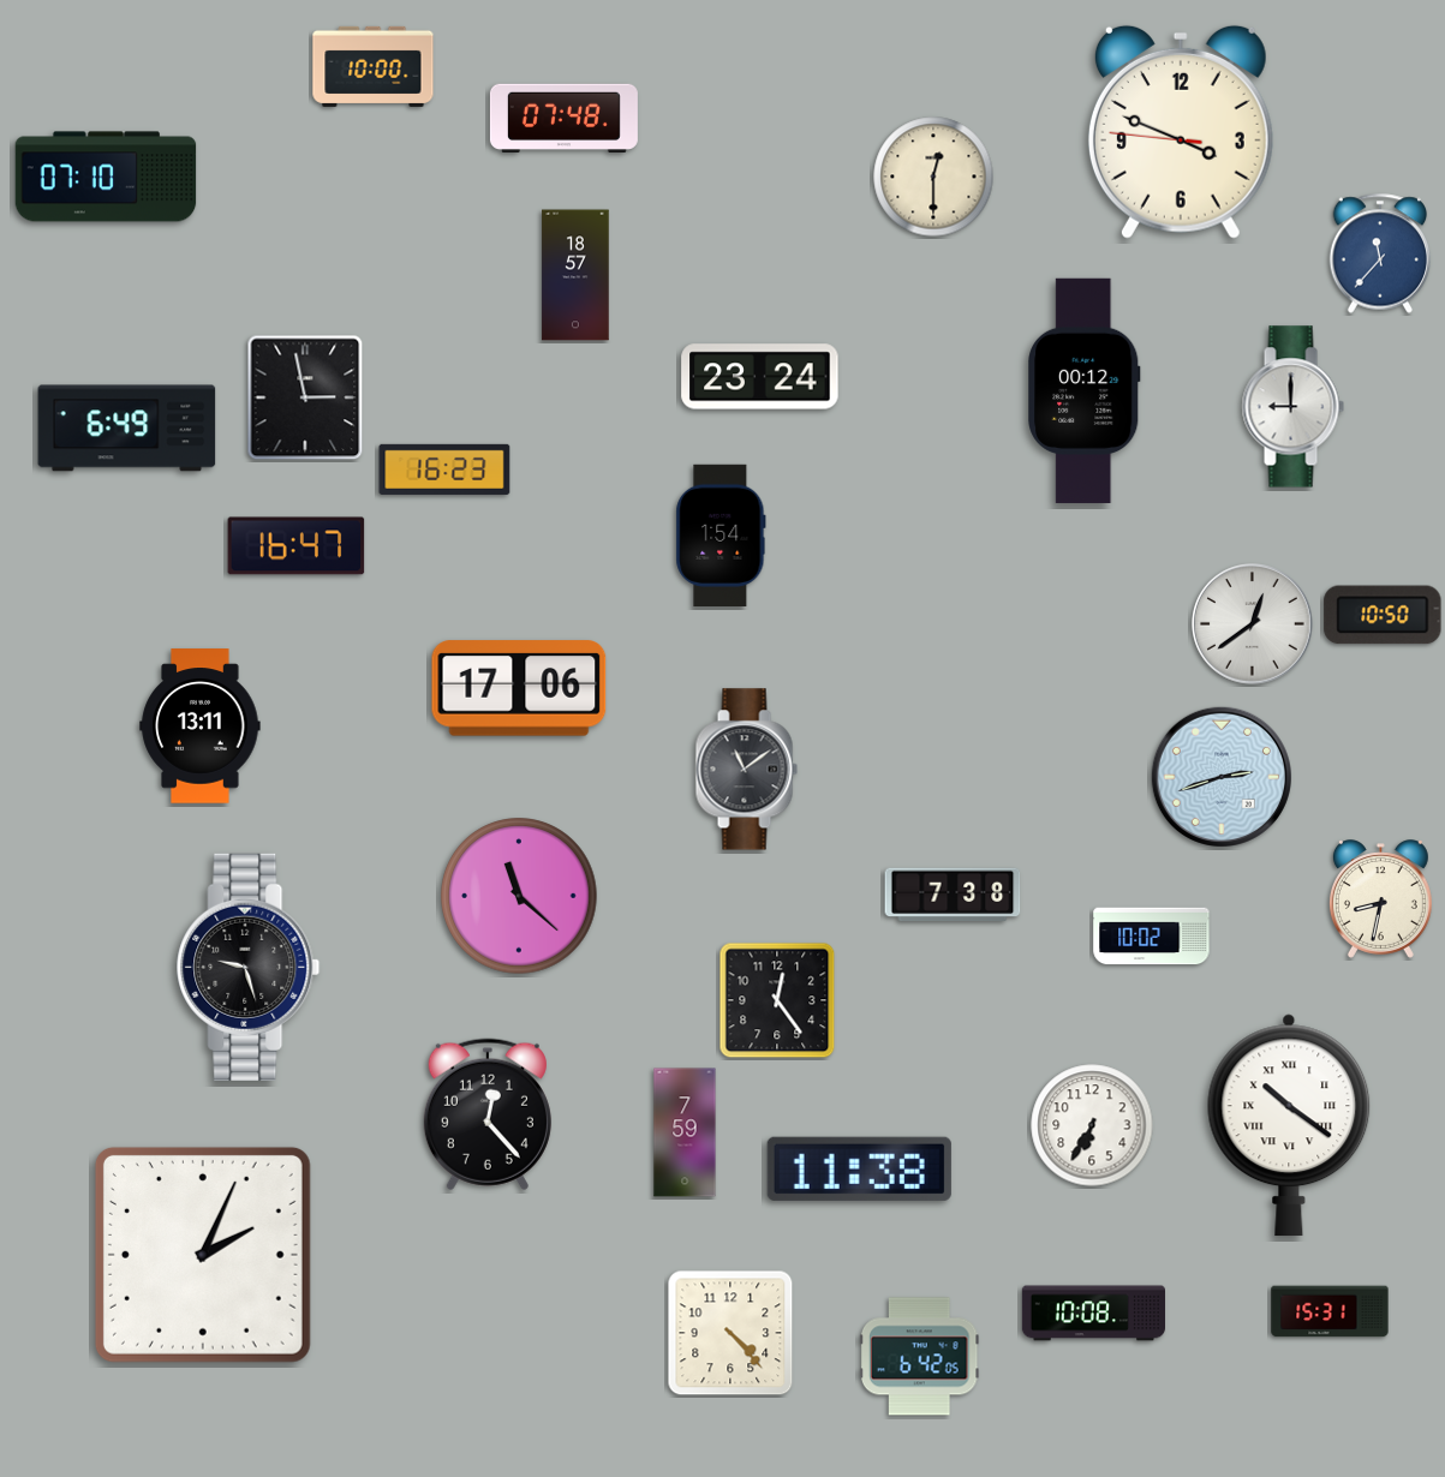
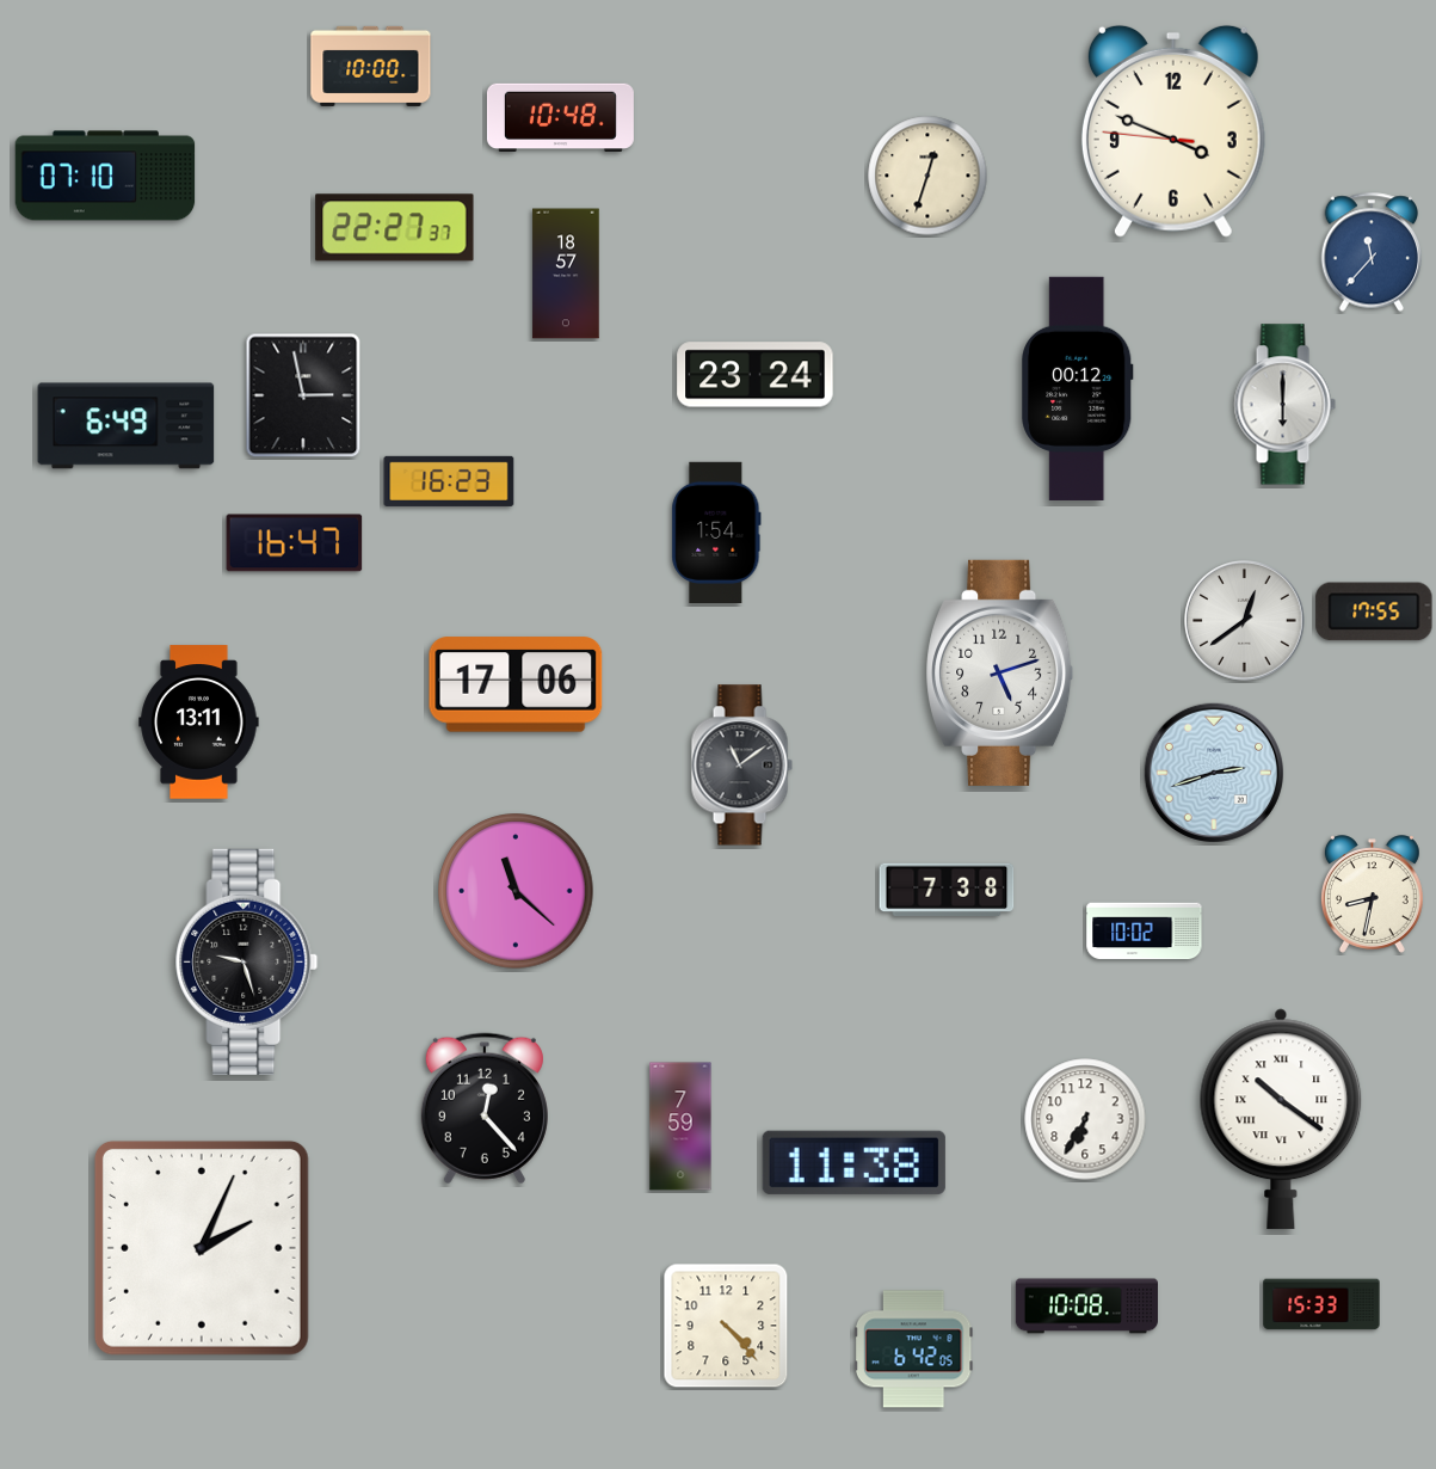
clock at (563, 118): 07:48 -> 10:48
clock at (933, 177): 12:30 -> 12:33
clock at (395, 228): none -> 22:27
clock at (575, 275) position: (575, 275) -> (566, 273)
clock at (1292, 407): 9:00 -> 6:00
clock at (444, 470) position: (444, 470) -> (449, 481)
clock at (1383, 615): 10:50 -> 17:55
clock at (1000, 672): none -> 5:12
clock at (777, 1000): 12:24 -> none
clock at (1330, 1311): 15:31 -> 15:33
